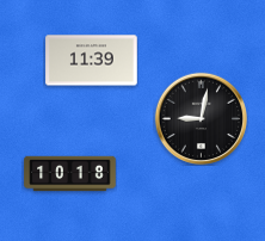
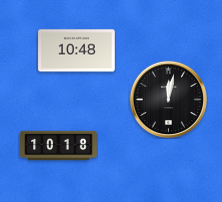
clock at (92, 61): 11:39 -> 10:48
clock at (201, 118): 9:02 -> 12:02
